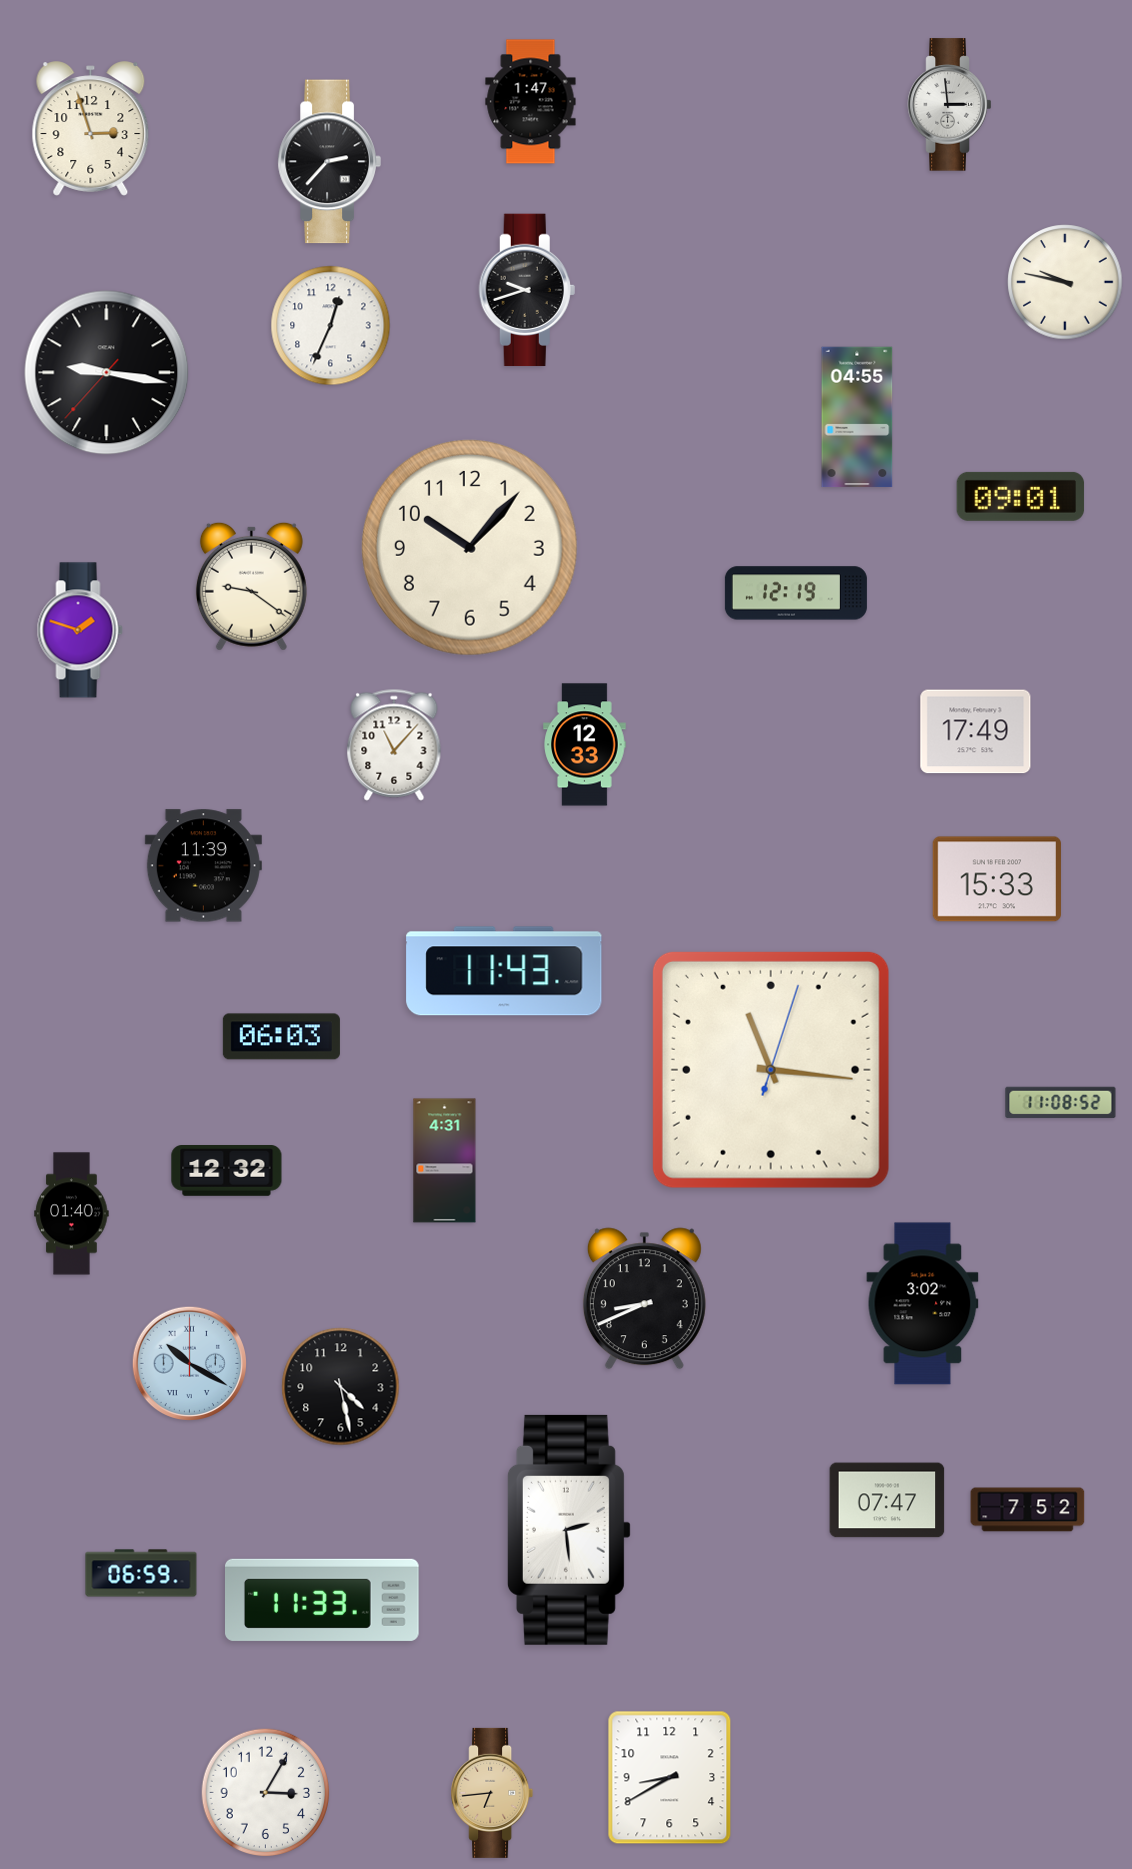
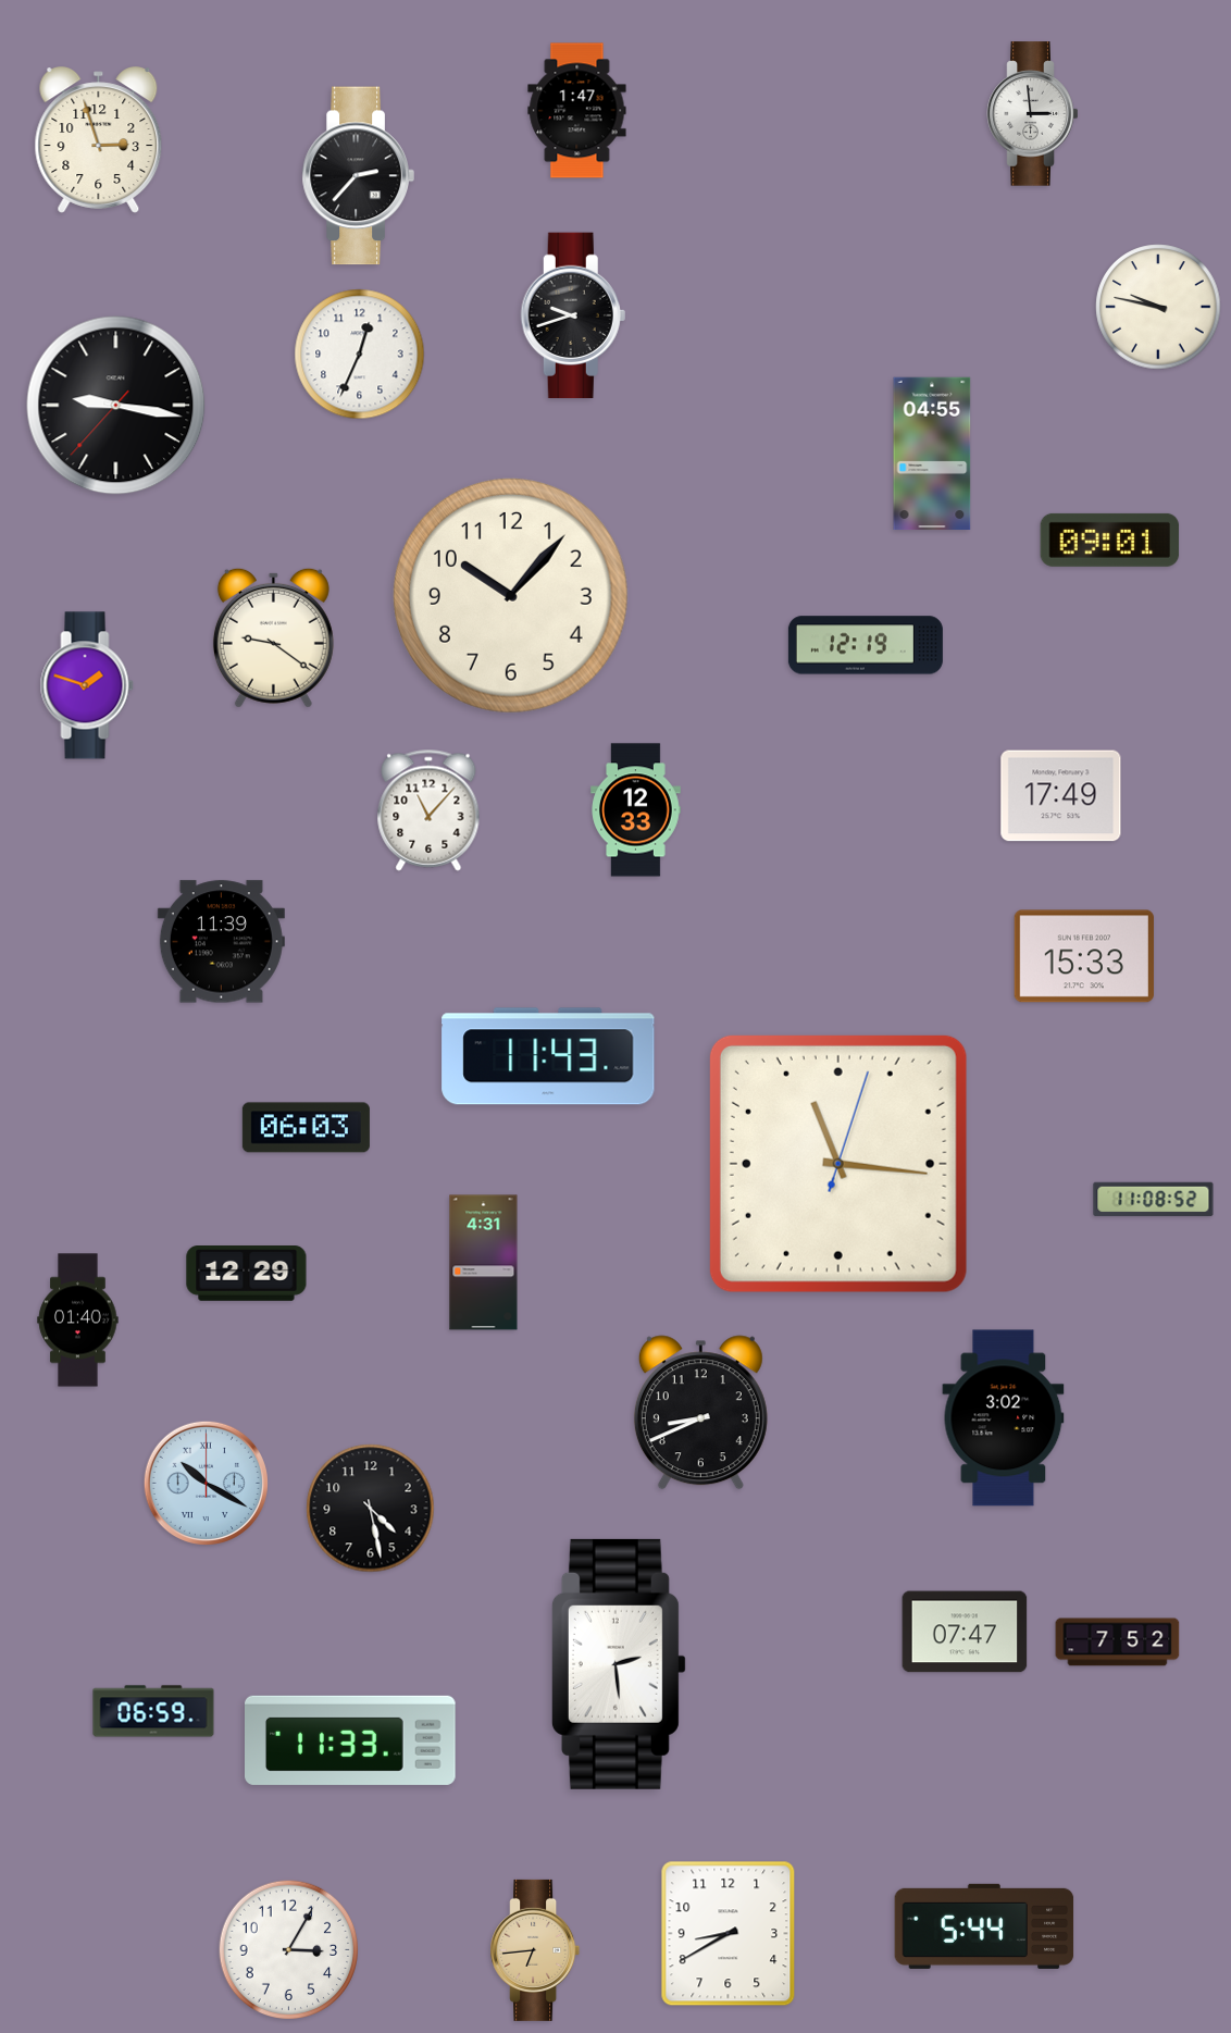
clock at (227, 1171): 12:32 -> 12:29
clock at (984, 1926): none -> 5:44
